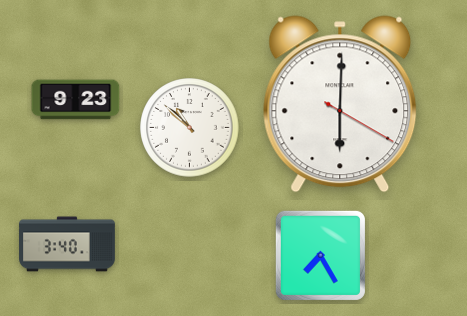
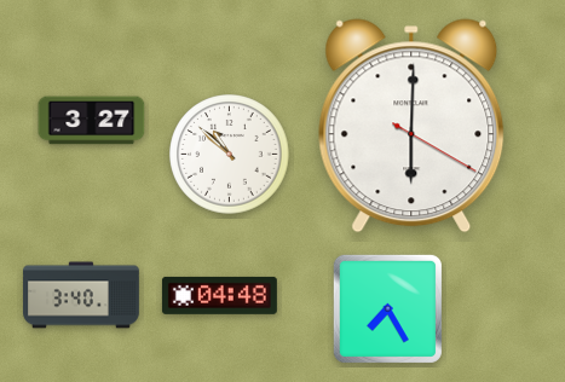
clock at (76, 100): 9:23 -> 3:27
clock at (219, 295): none -> 04:48
